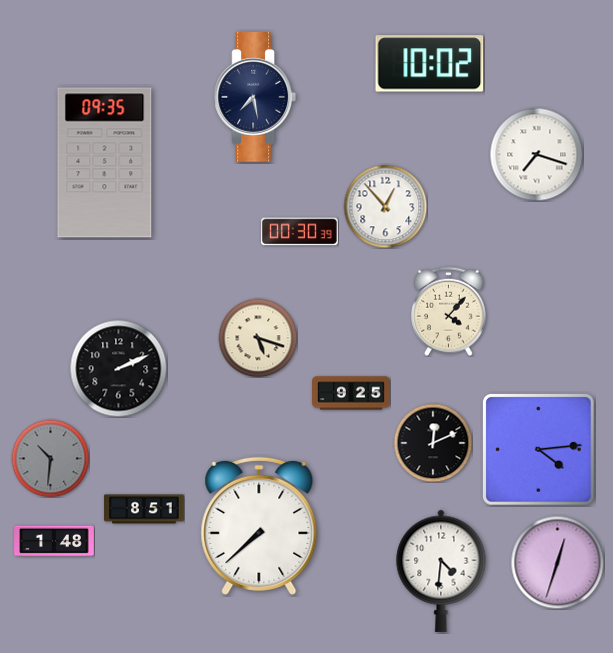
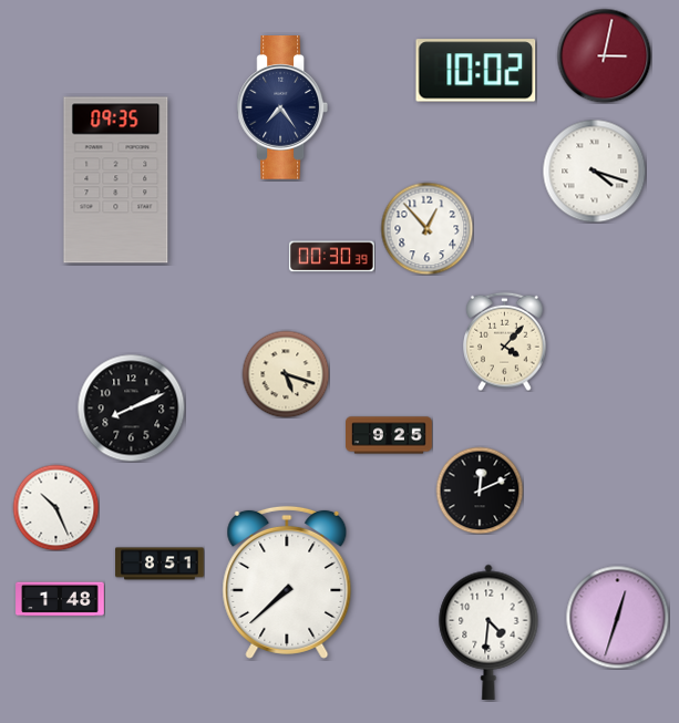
clock at (604, 55): none -> 3:02
clock at (254, 98): 7:28 -> 7:24
clock at (536, 154): 7:18 -> 4:18
clock at (449, 311) position: (449, 311) -> (505, 341)
clock at (118, 368): 2:11 -> 8:11
clock at (539, 450): 4:14 -> none
clock at (50, 458): 10:31 -> 10:26
clock at (50, 458) dial: grey -> white
clock at (557, 562) position: (557, 562) -> (617, 617)
